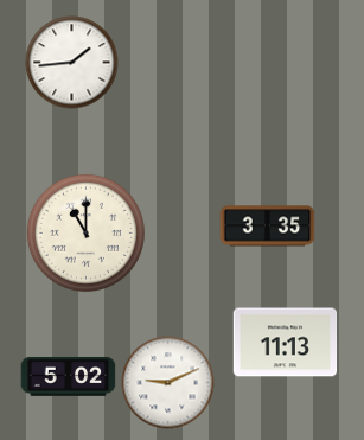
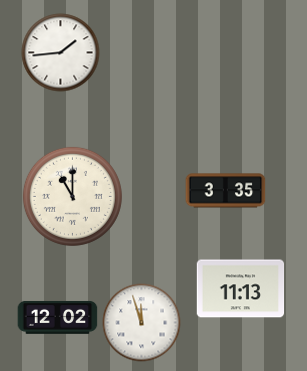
clock at (68, 377): 5:02 -> 12:02
clock at (167, 382): 9:11 -> 11:57
